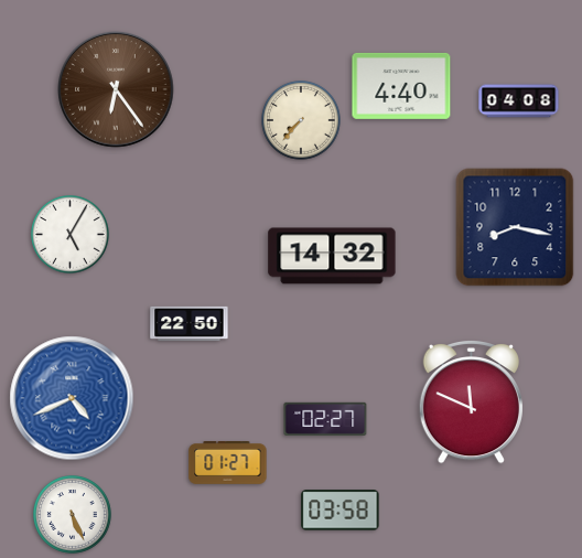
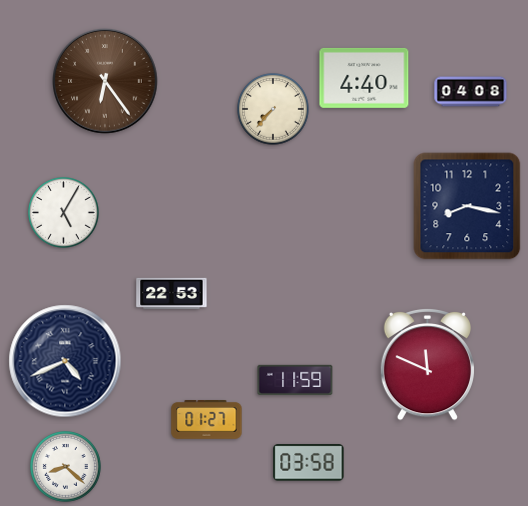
clock at (332, 256): 14:32 -> none
clock at (190, 324): 22:50 -> 22:53
clock at (72, 398) dial: blue -> navy
clock at (325, 419): 02:27 -> 11:59
clock at (73, 515): 5:26 -> 8:22
